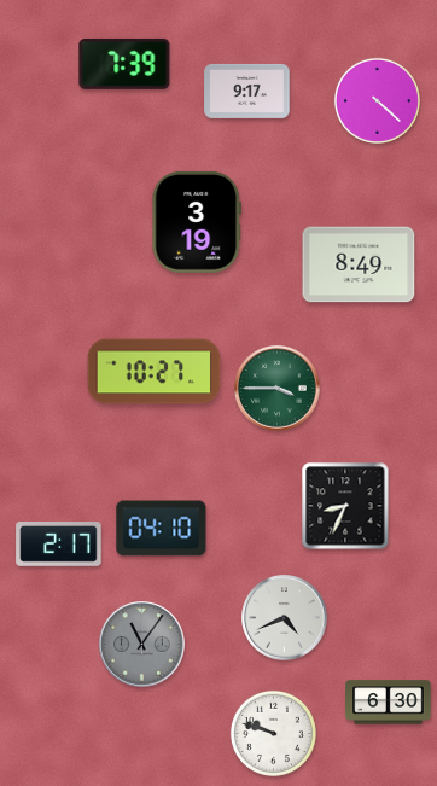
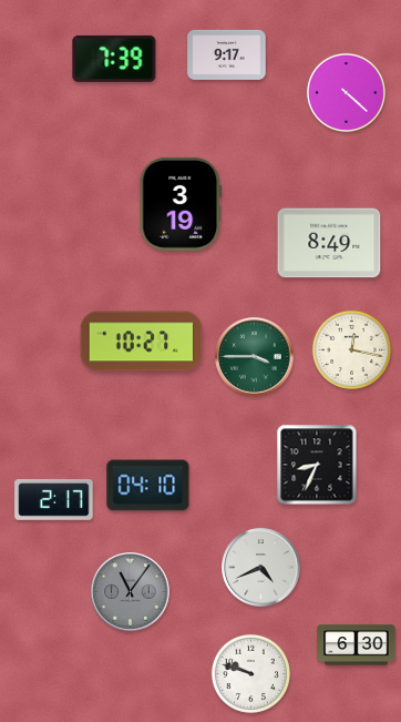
clock at (247, 91) position: (247, 91) -> (227, 54)
clock at (351, 349): none -> 12:17
